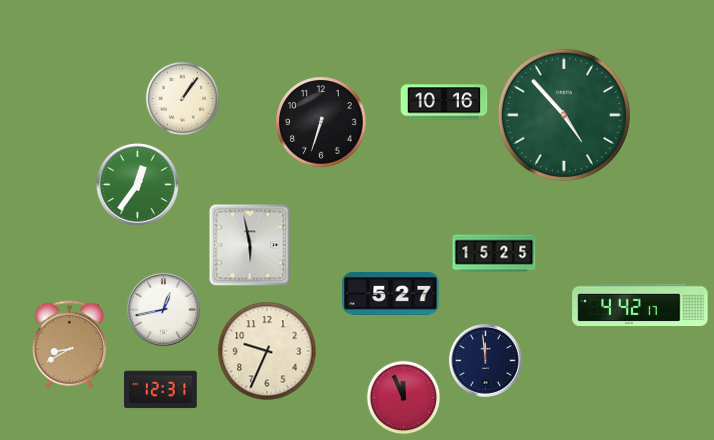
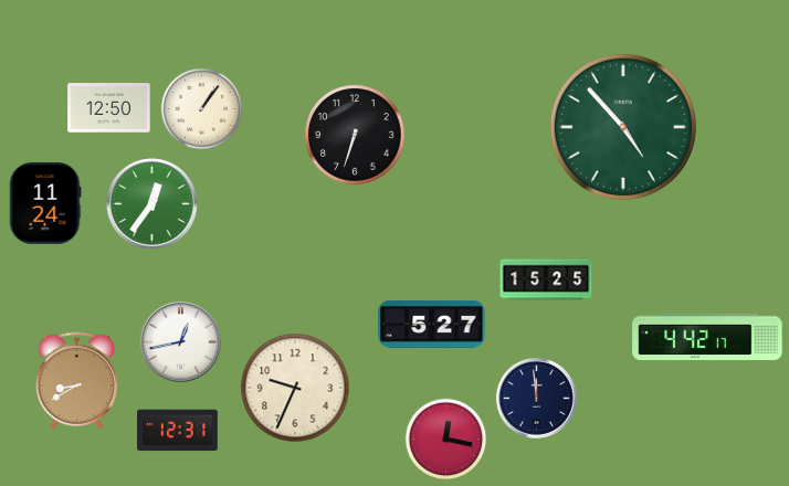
clock at (109, 108): none -> 12:50
clock at (444, 102): 10:16 -> none
clock at (45, 203): none -> 11:24
clock at (250, 245): 5:58 -> none
clock at (404, 398): 11:56 -> 12:17
